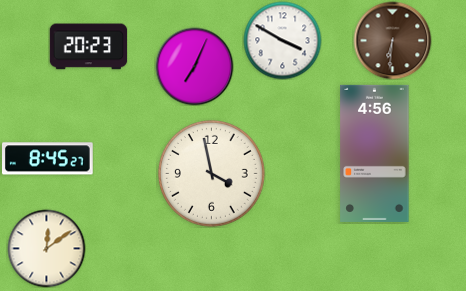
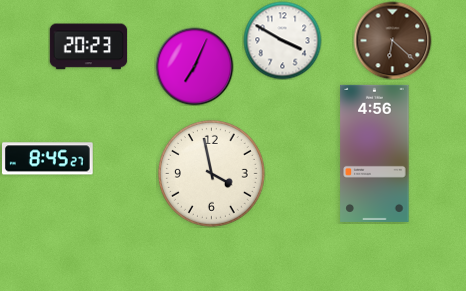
clock at (392, 40): 6:31 -> 6:22
clock at (46, 248): 12:09 -> none
